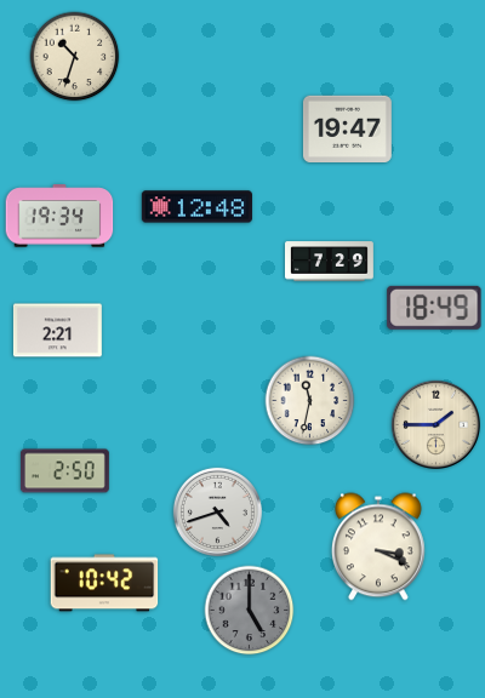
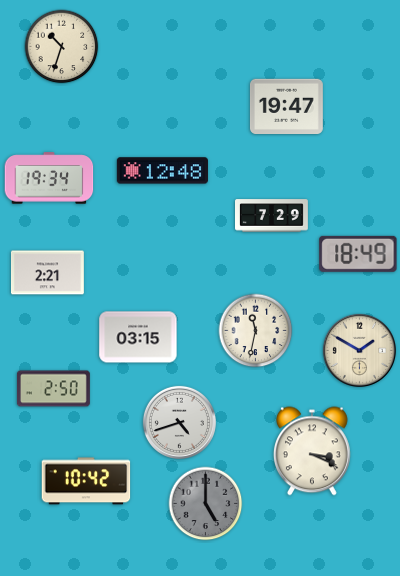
clock at (138, 337): none -> 03:15
clock at (435, 424): 1:45 -> 1:50
